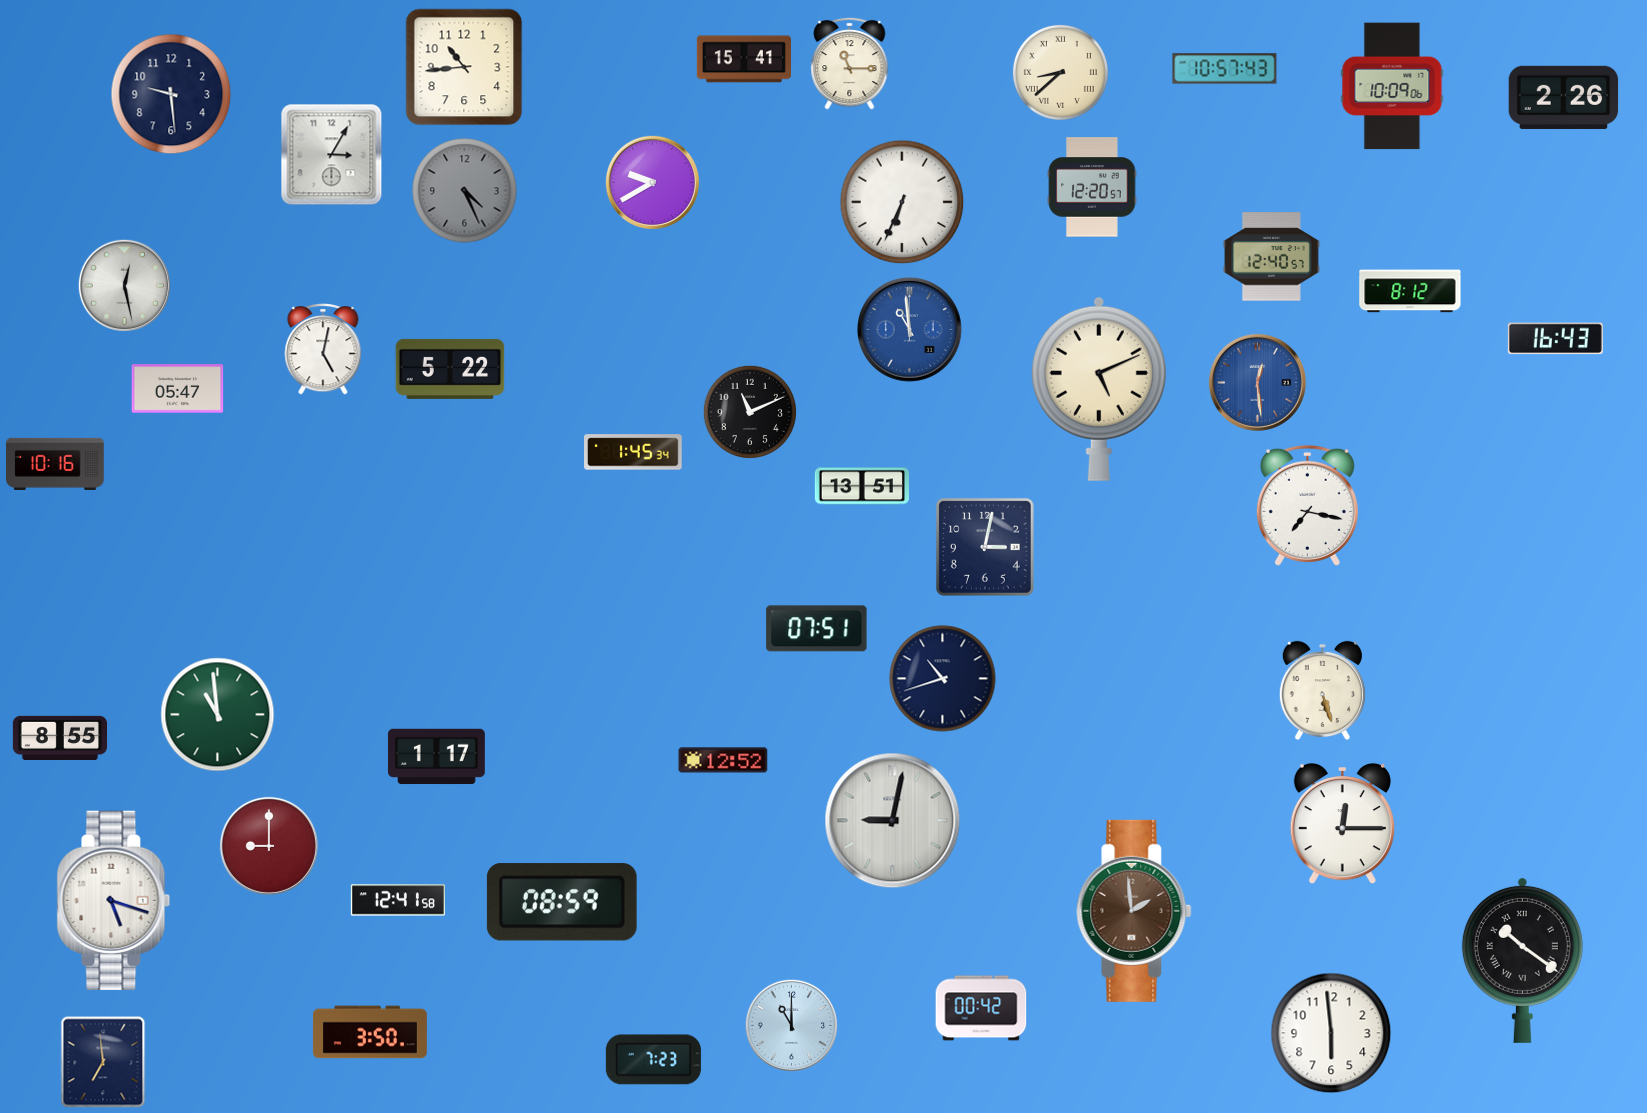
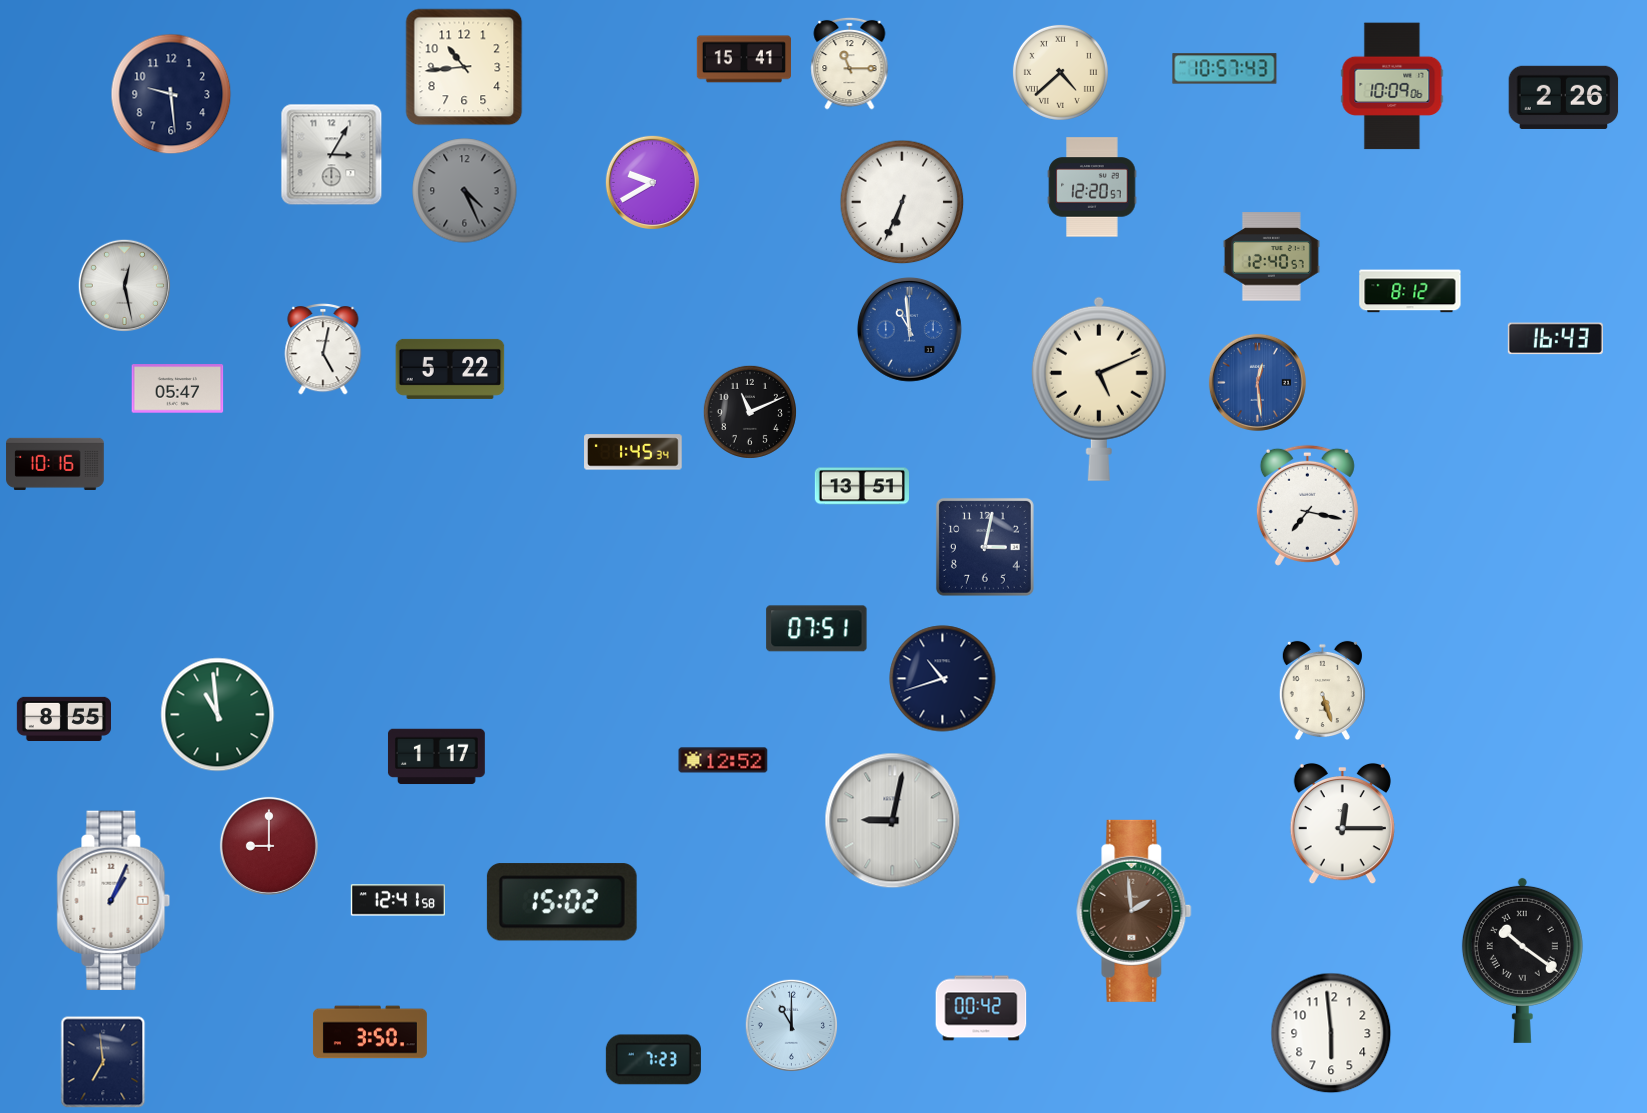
clock at (1060, 72): 8:38 -> 4:38
clock at (59, 737) position: (59, 737) -> (63, 718)
clock at (114, 900): 5:18 -> 1:04
clock at (562, 902): 08:59 -> 15:02
